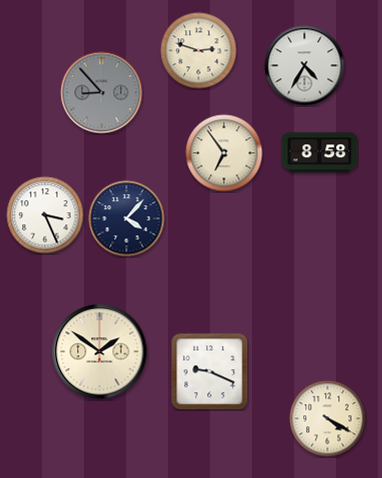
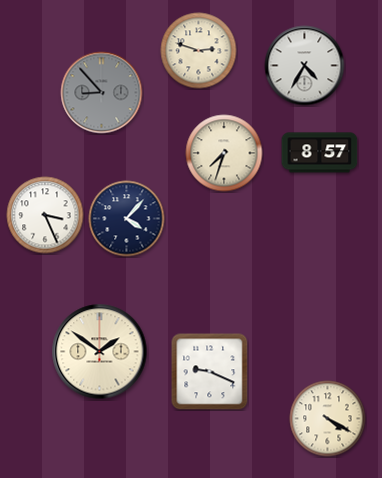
clock at (224, 153): 6:54 -> 7:33
clock at (320, 153): 8:58 -> 8:57
